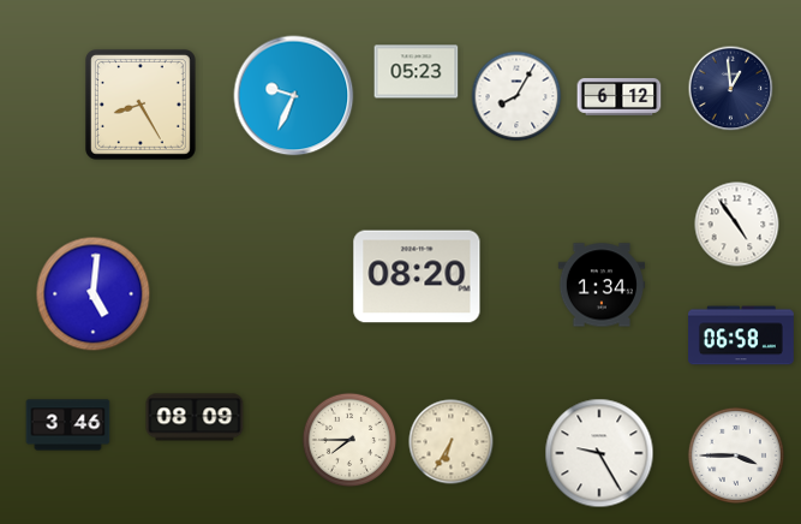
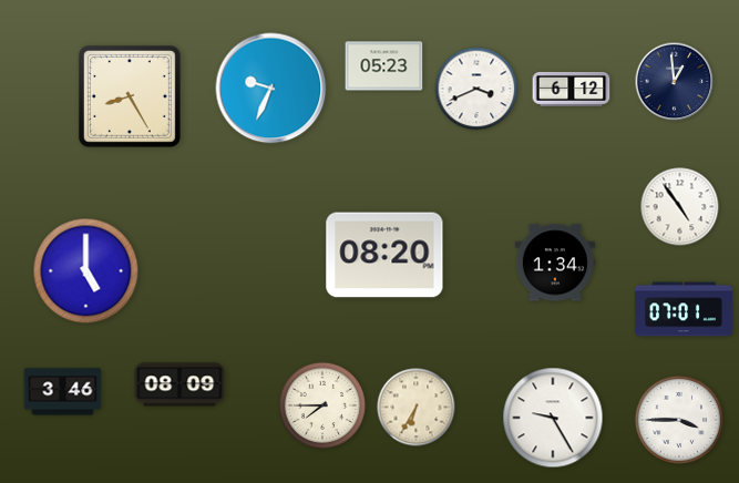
clock at (516, 96): 8:05 -> 3:41
clock at (94, 294): 5:01 -> 5:00
clock at (742, 335): 06:58 -> 07:01
